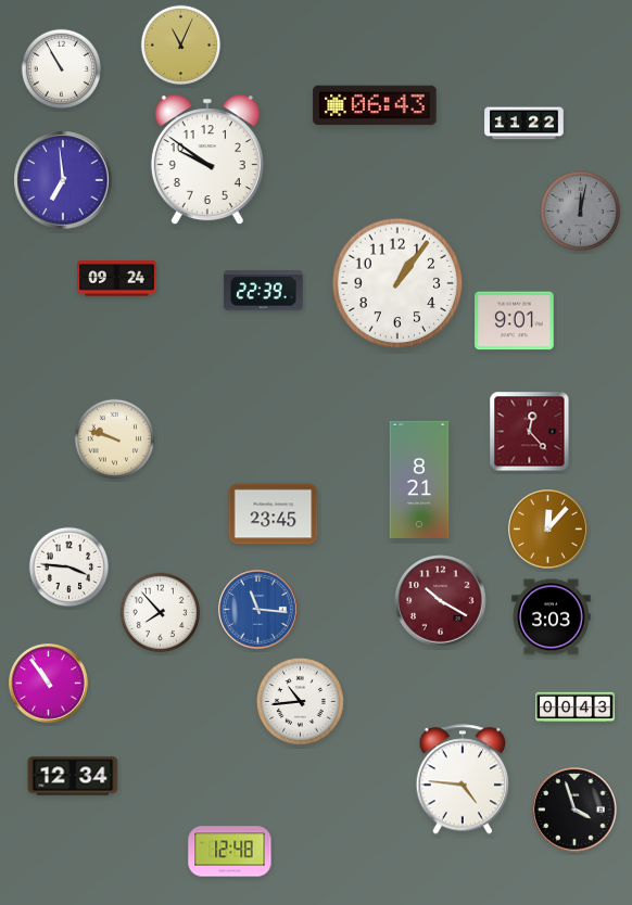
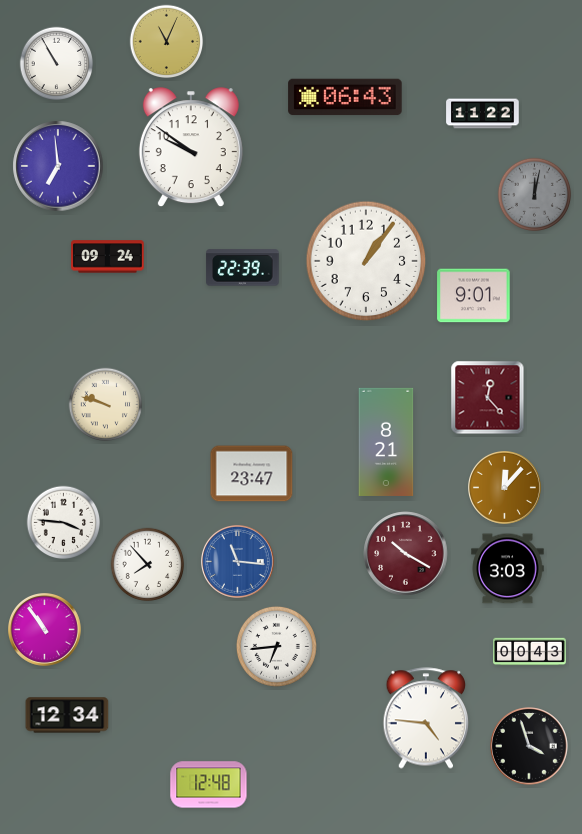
clock at (274, 514): 23:45 -> 23:47
clock at (300, 701): 10:44 -> 6:44
clock at (230, 852) position: (230, 852) -> (209, 785)
